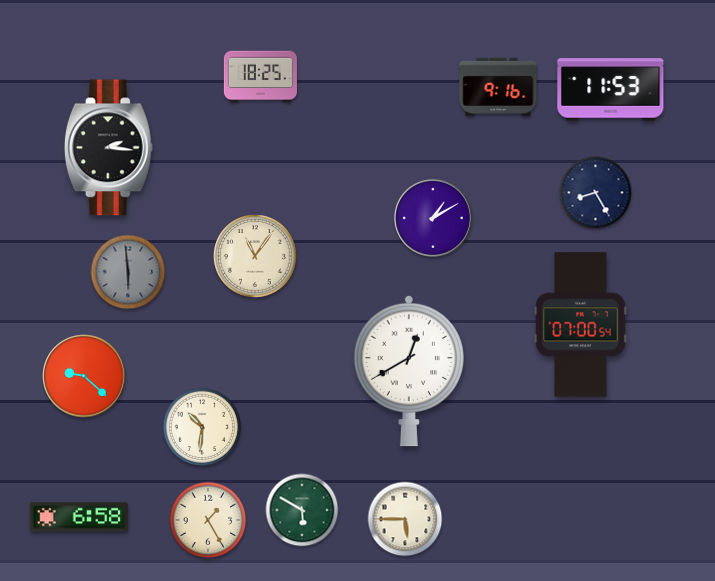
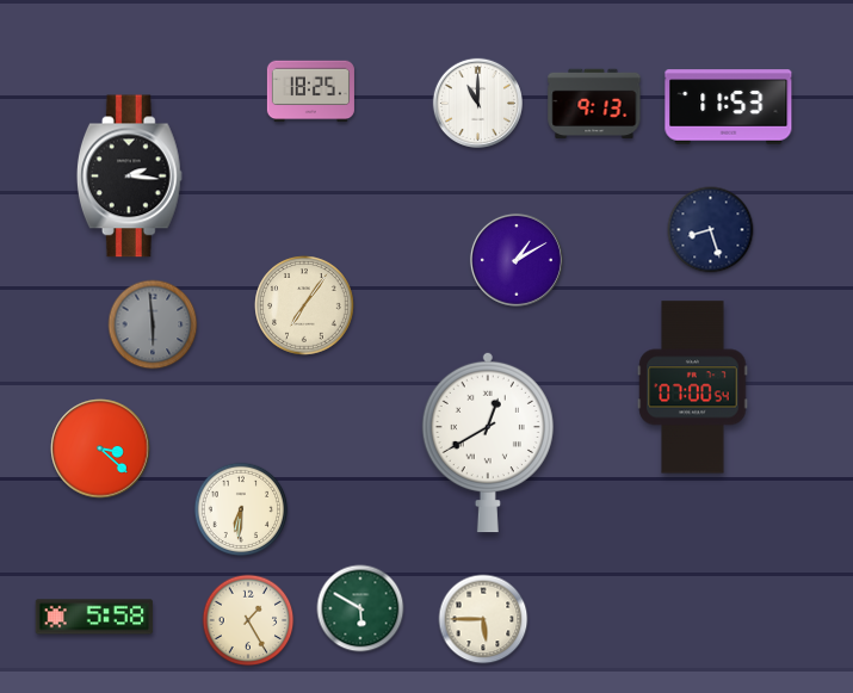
clock at (477, 103): none -> 11:00
clock at (498, 87): 9:16 -> 9:13
clock at (596, 193): 8:25 -> 8:27
clock at (255, 256): 11:06 -> 7:06
clock at (84, 376): 9:22 -> 3:22
clock at (202, 427): 10:31 -> 6:31
clock at (79, 517): 6:58 -> 5:58
